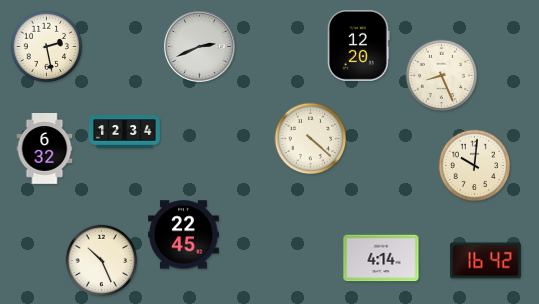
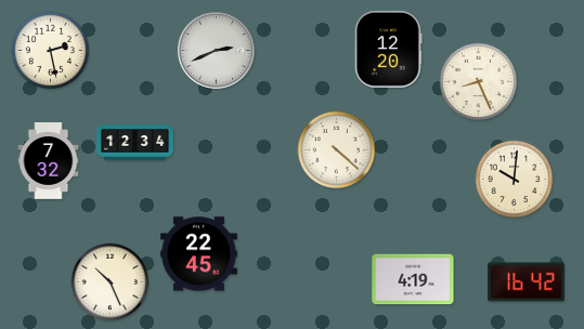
clock at (45, 149): 6:32 -> 7:32
clock at (381, 258): 4:14 -> 4:19
